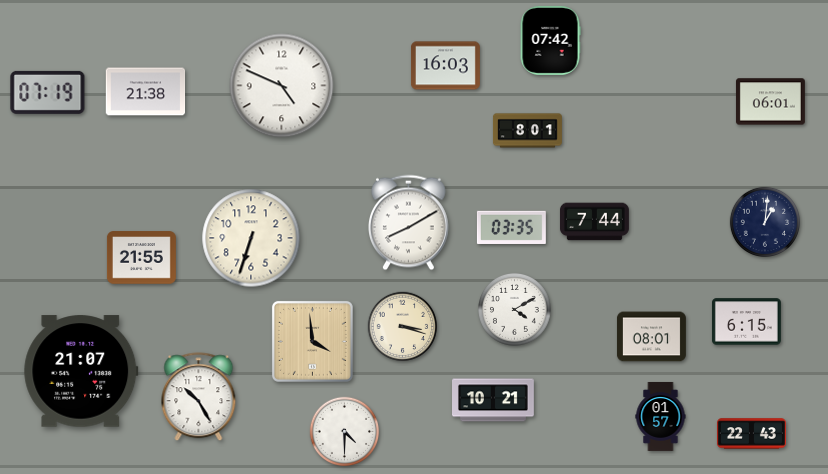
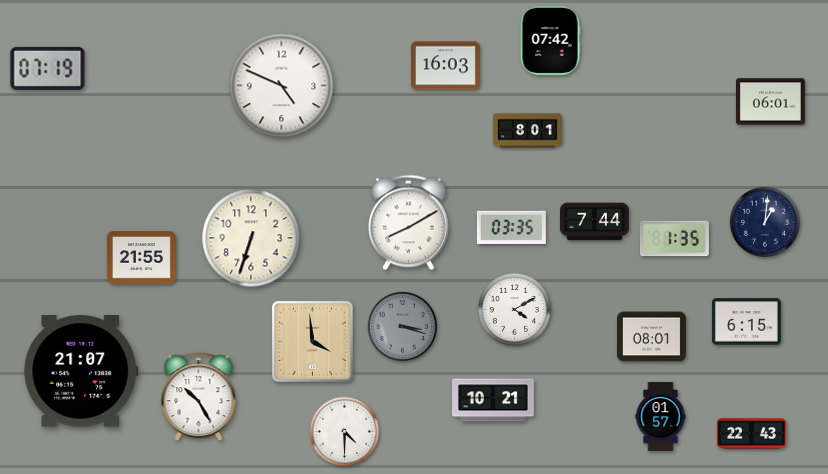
clock at (48, 92) position: (48, 92) -> (48, 68)
clock at (146, 92): 21:38 -> none
clock at (674, 239): none -> 1:35
clock at (403, 327) dial: cream -> grey
